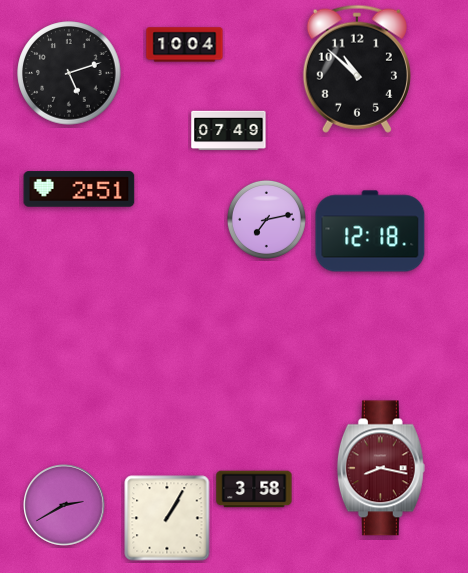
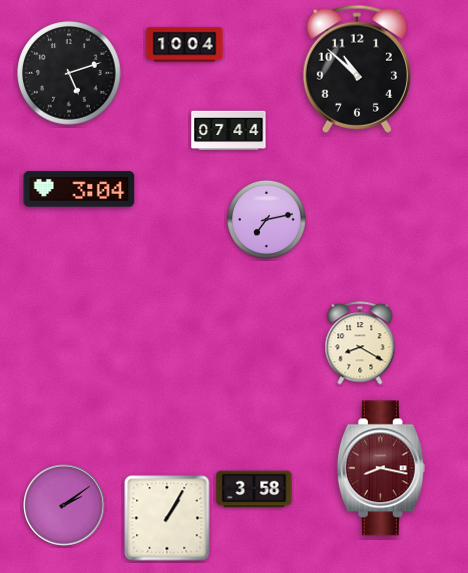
clock at (229, 131): 07:49 -> 07:44
clock at (79, 189): 2:51 -> 3:04
clock at (370, 231): 12:18 -> none
clock at (360, 343): none -> 8:20
clock at (64, 505): 2:40 -> 2:09
